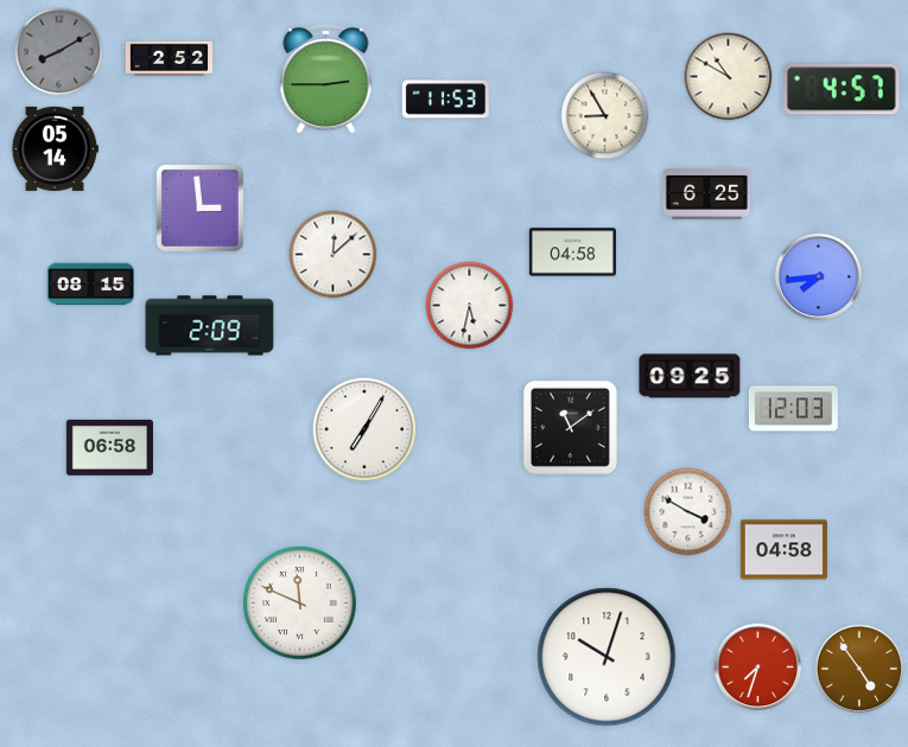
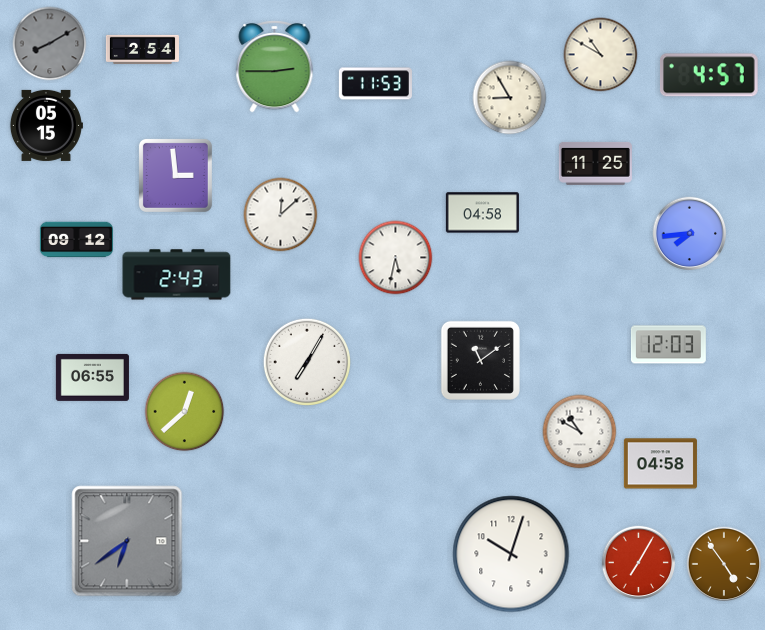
clock at (169, 58): 2:52 -> 2:54
clock at (729, 77) position: (729, 77) -> (601, 55)
clock at (55, 148): 05:14 -> 05:15
clock at (706, 193): 6:25 -> 11:25
clock at (199, 207) position: (199, 207) -> (175, 175)
clock at (90, 285): 08:15 -> 09:12
clock at (210, 326): 2:09 -> 2:43
clock at (690, 376): 09:25 -> none
clock at (109, 447): 06:58 -> 06:55
clock at (185, 412): none -> 12:38
clock at (688, 512): 3:50 -> 10:50
clock at (299, 602): 11:49 -> none
clock at (127, 541): none -> 6:39
clock at (758, 668): 7:33 -> 7:05
